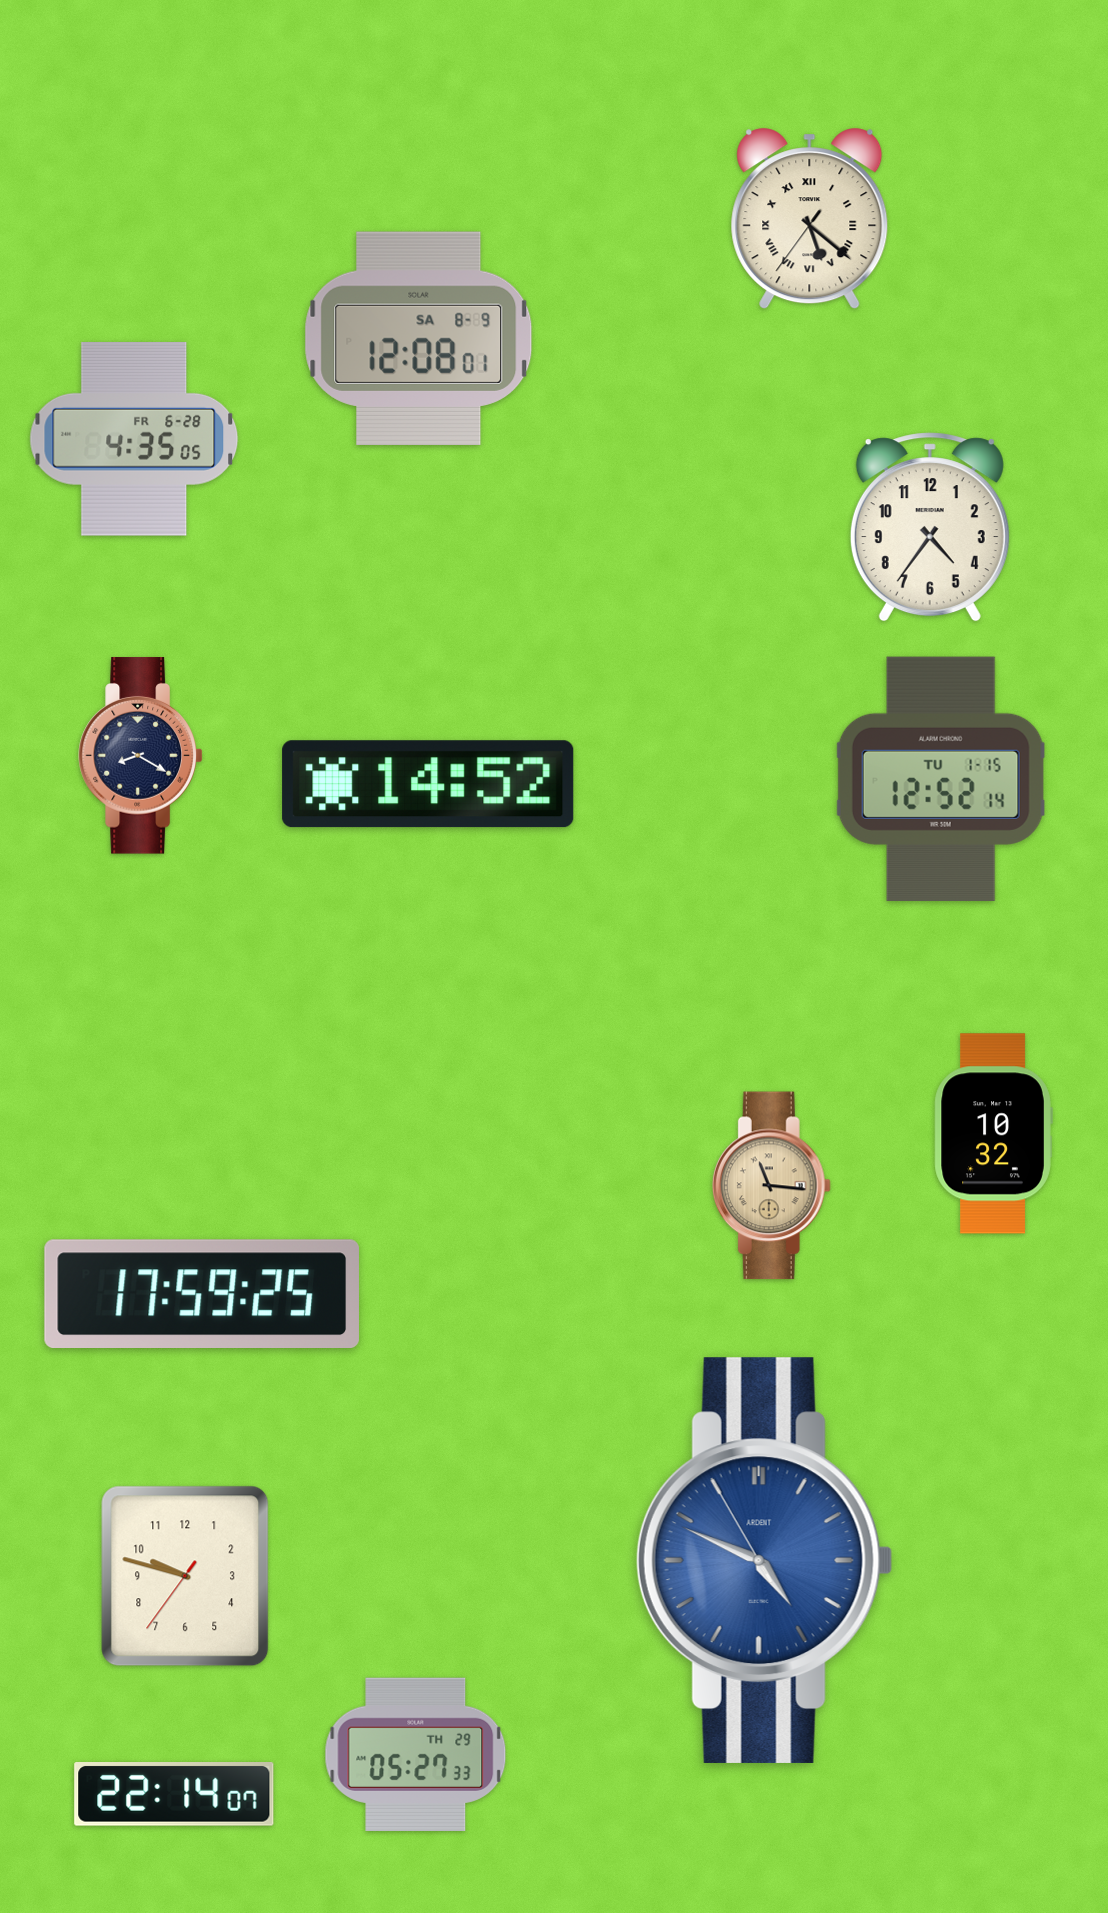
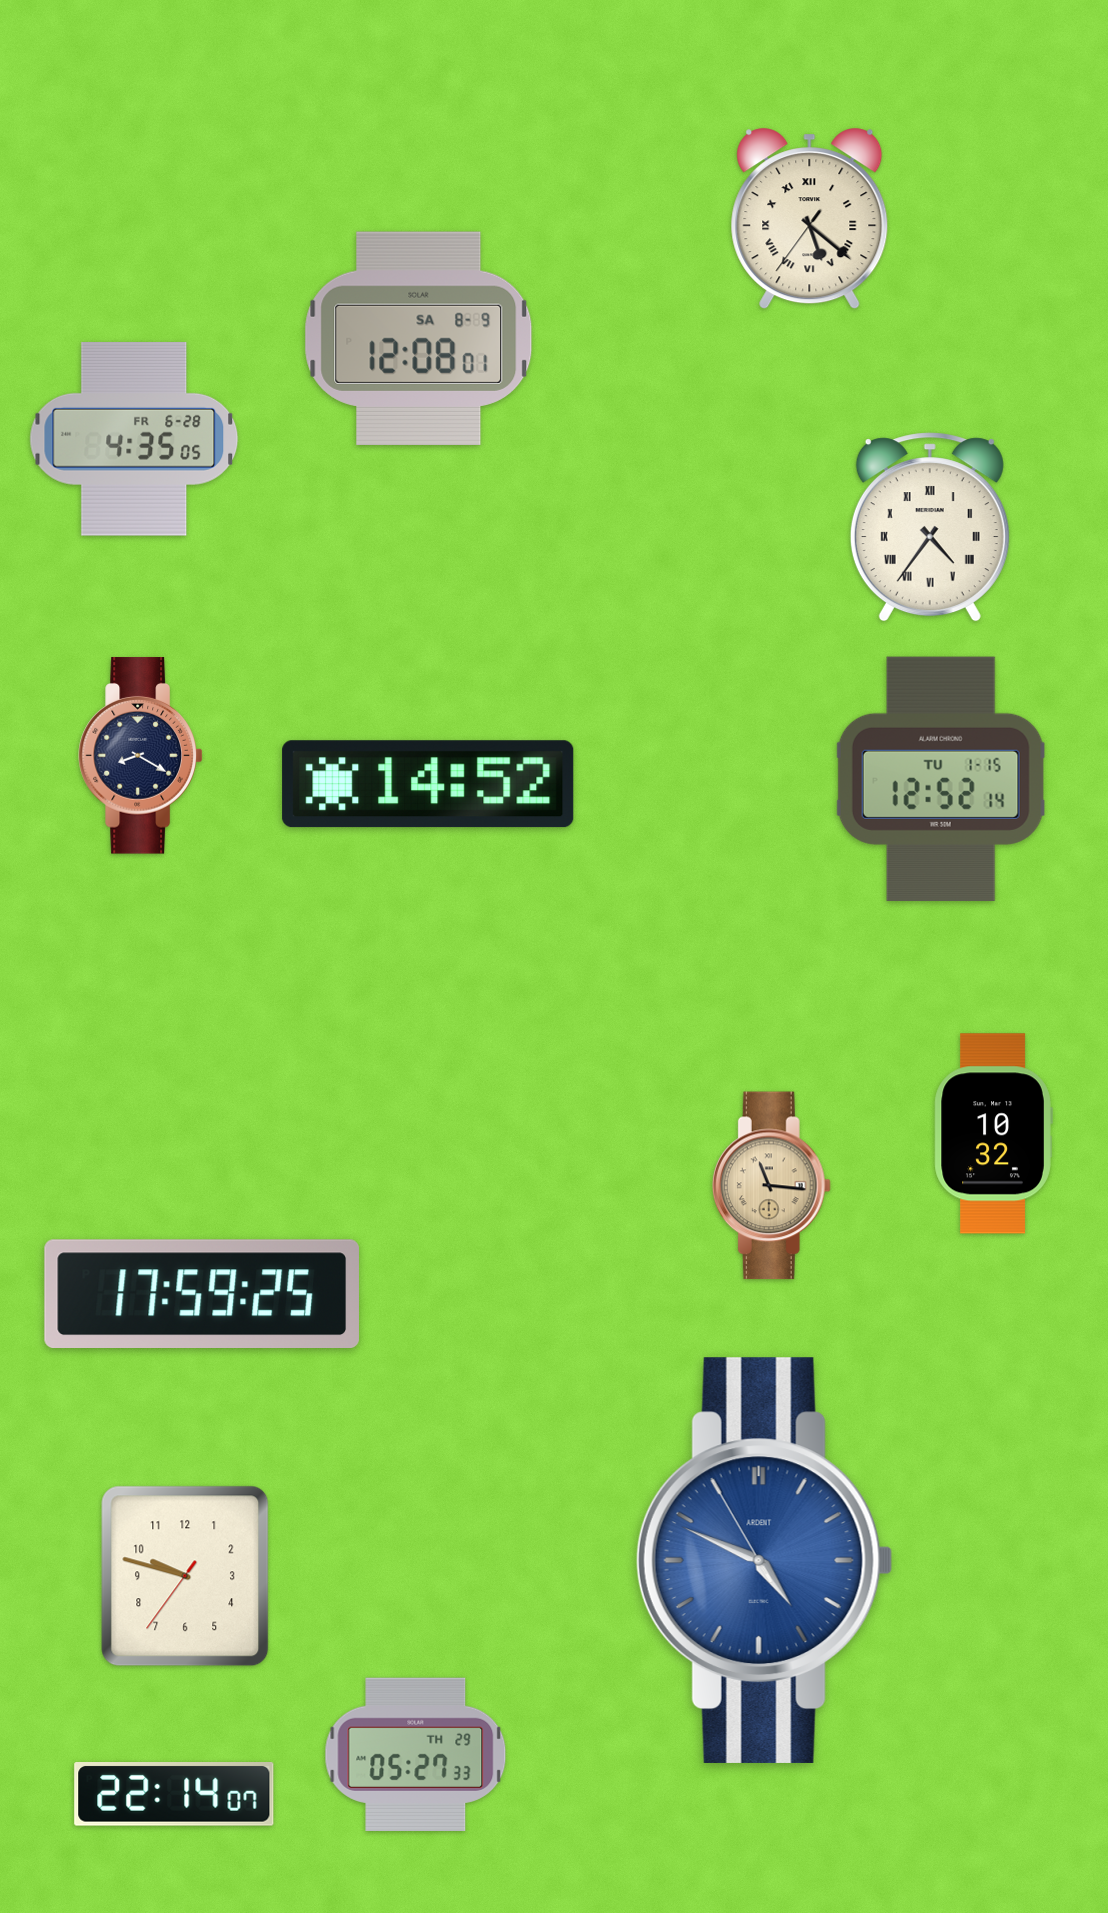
clock at (930, 527) numerals: Arabic -> Roman
